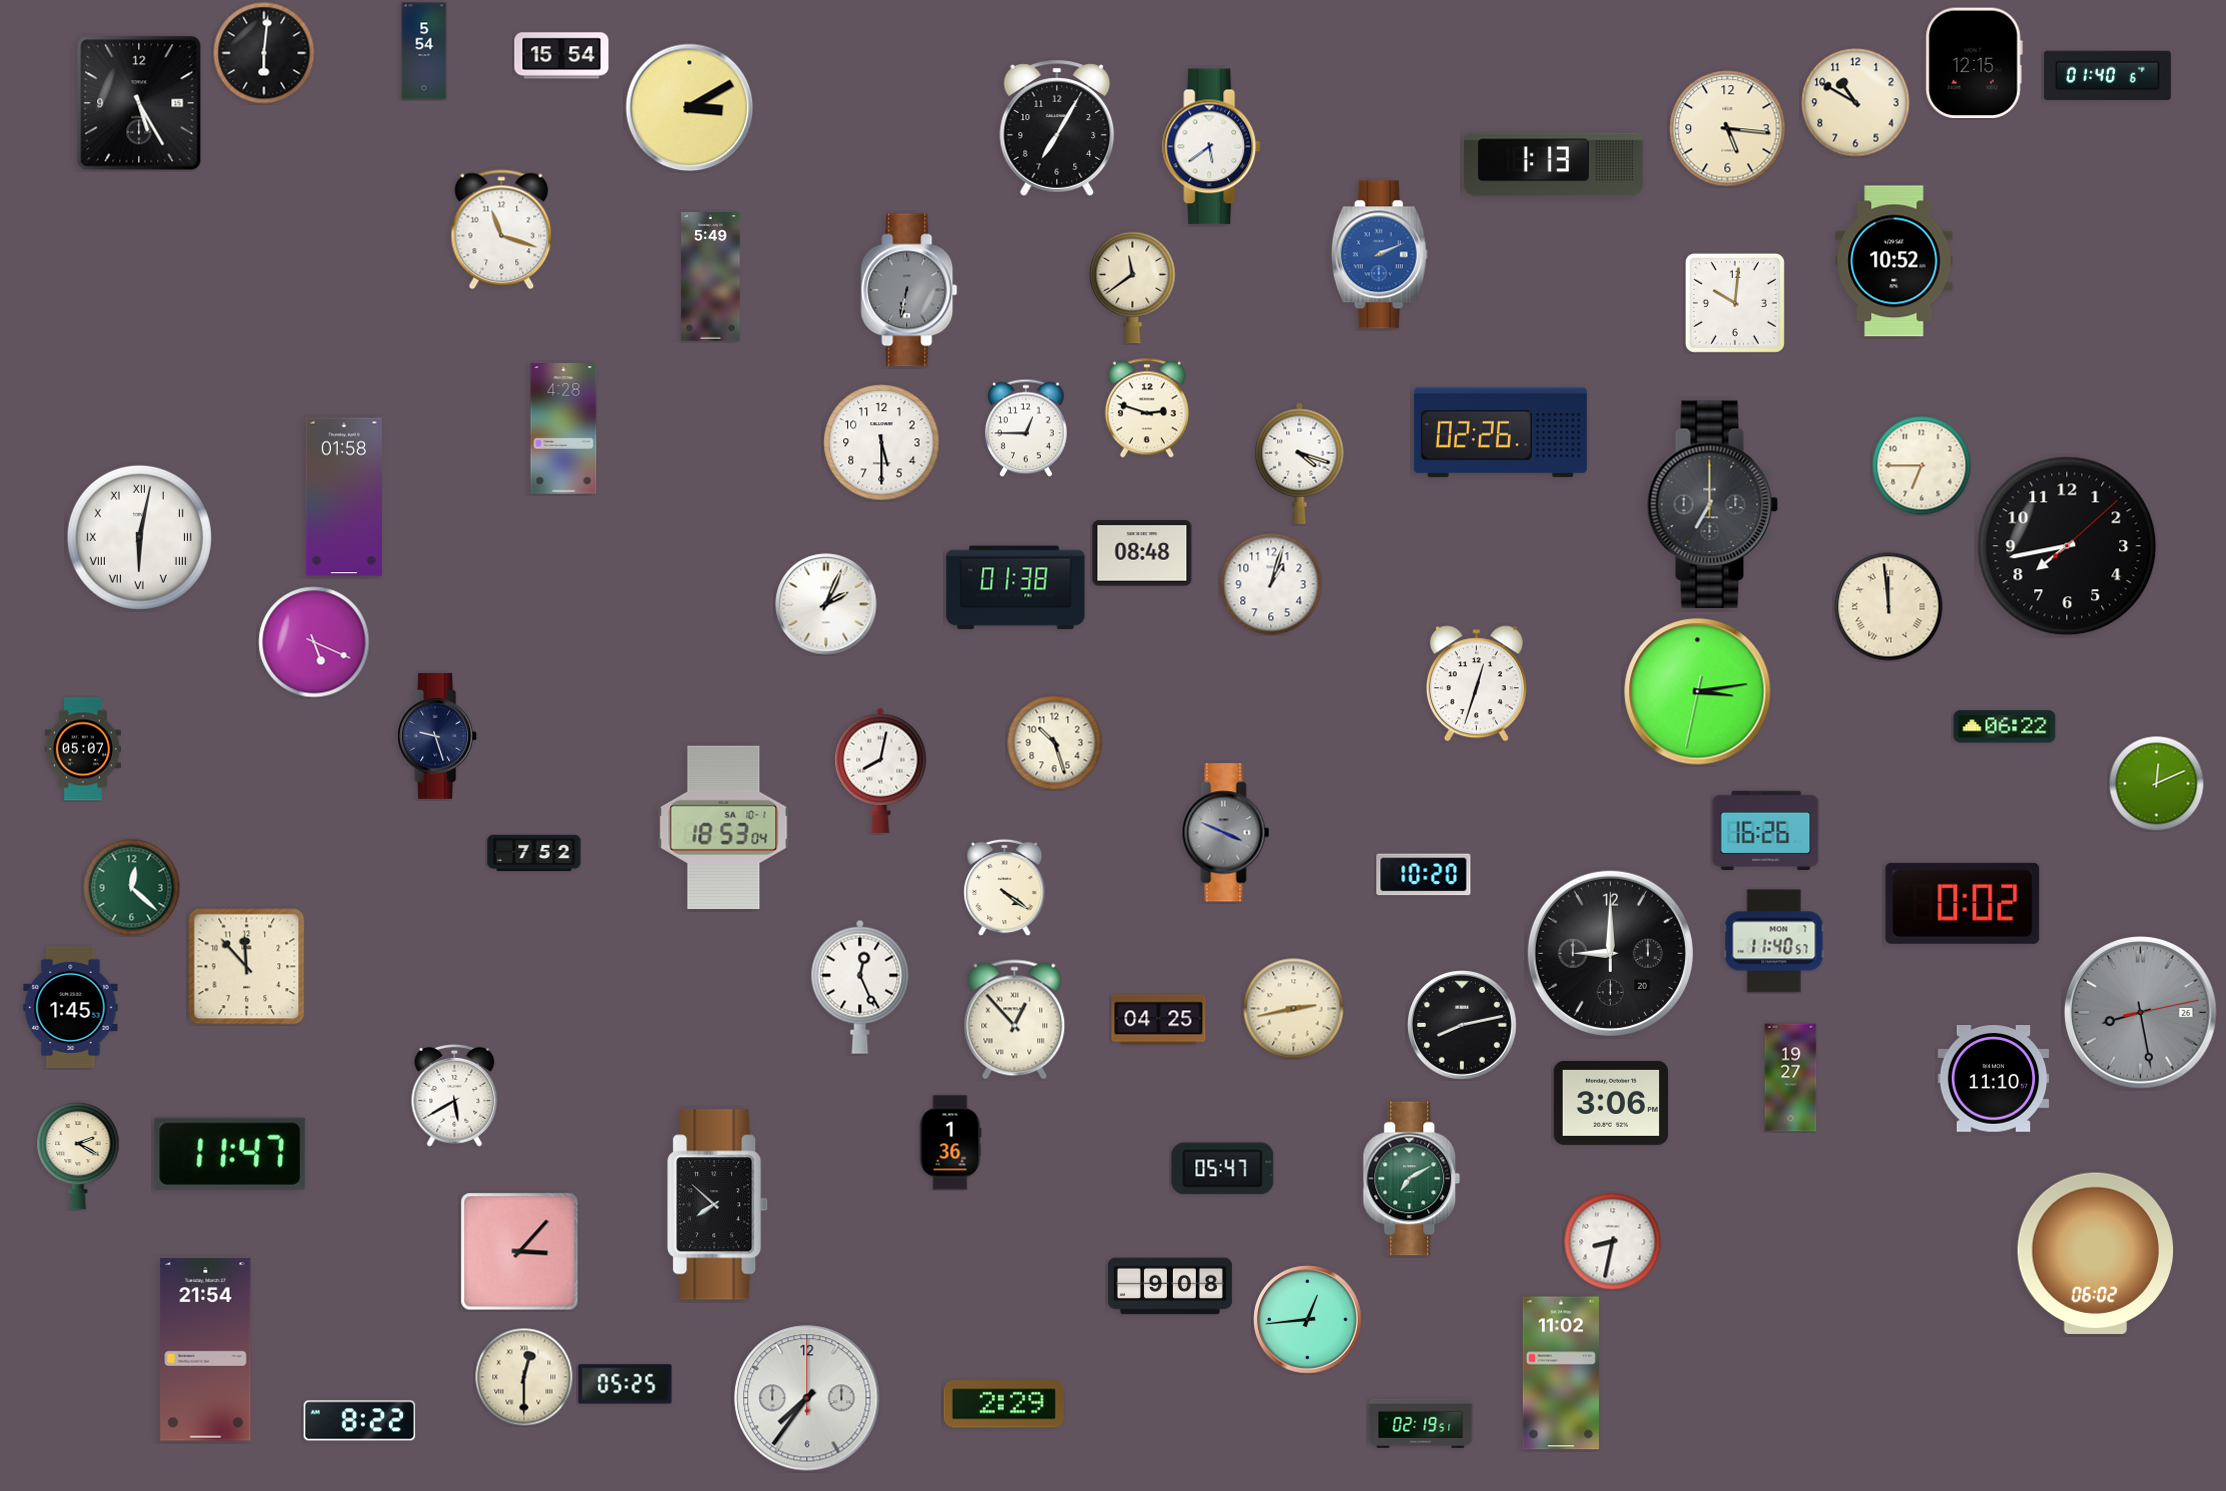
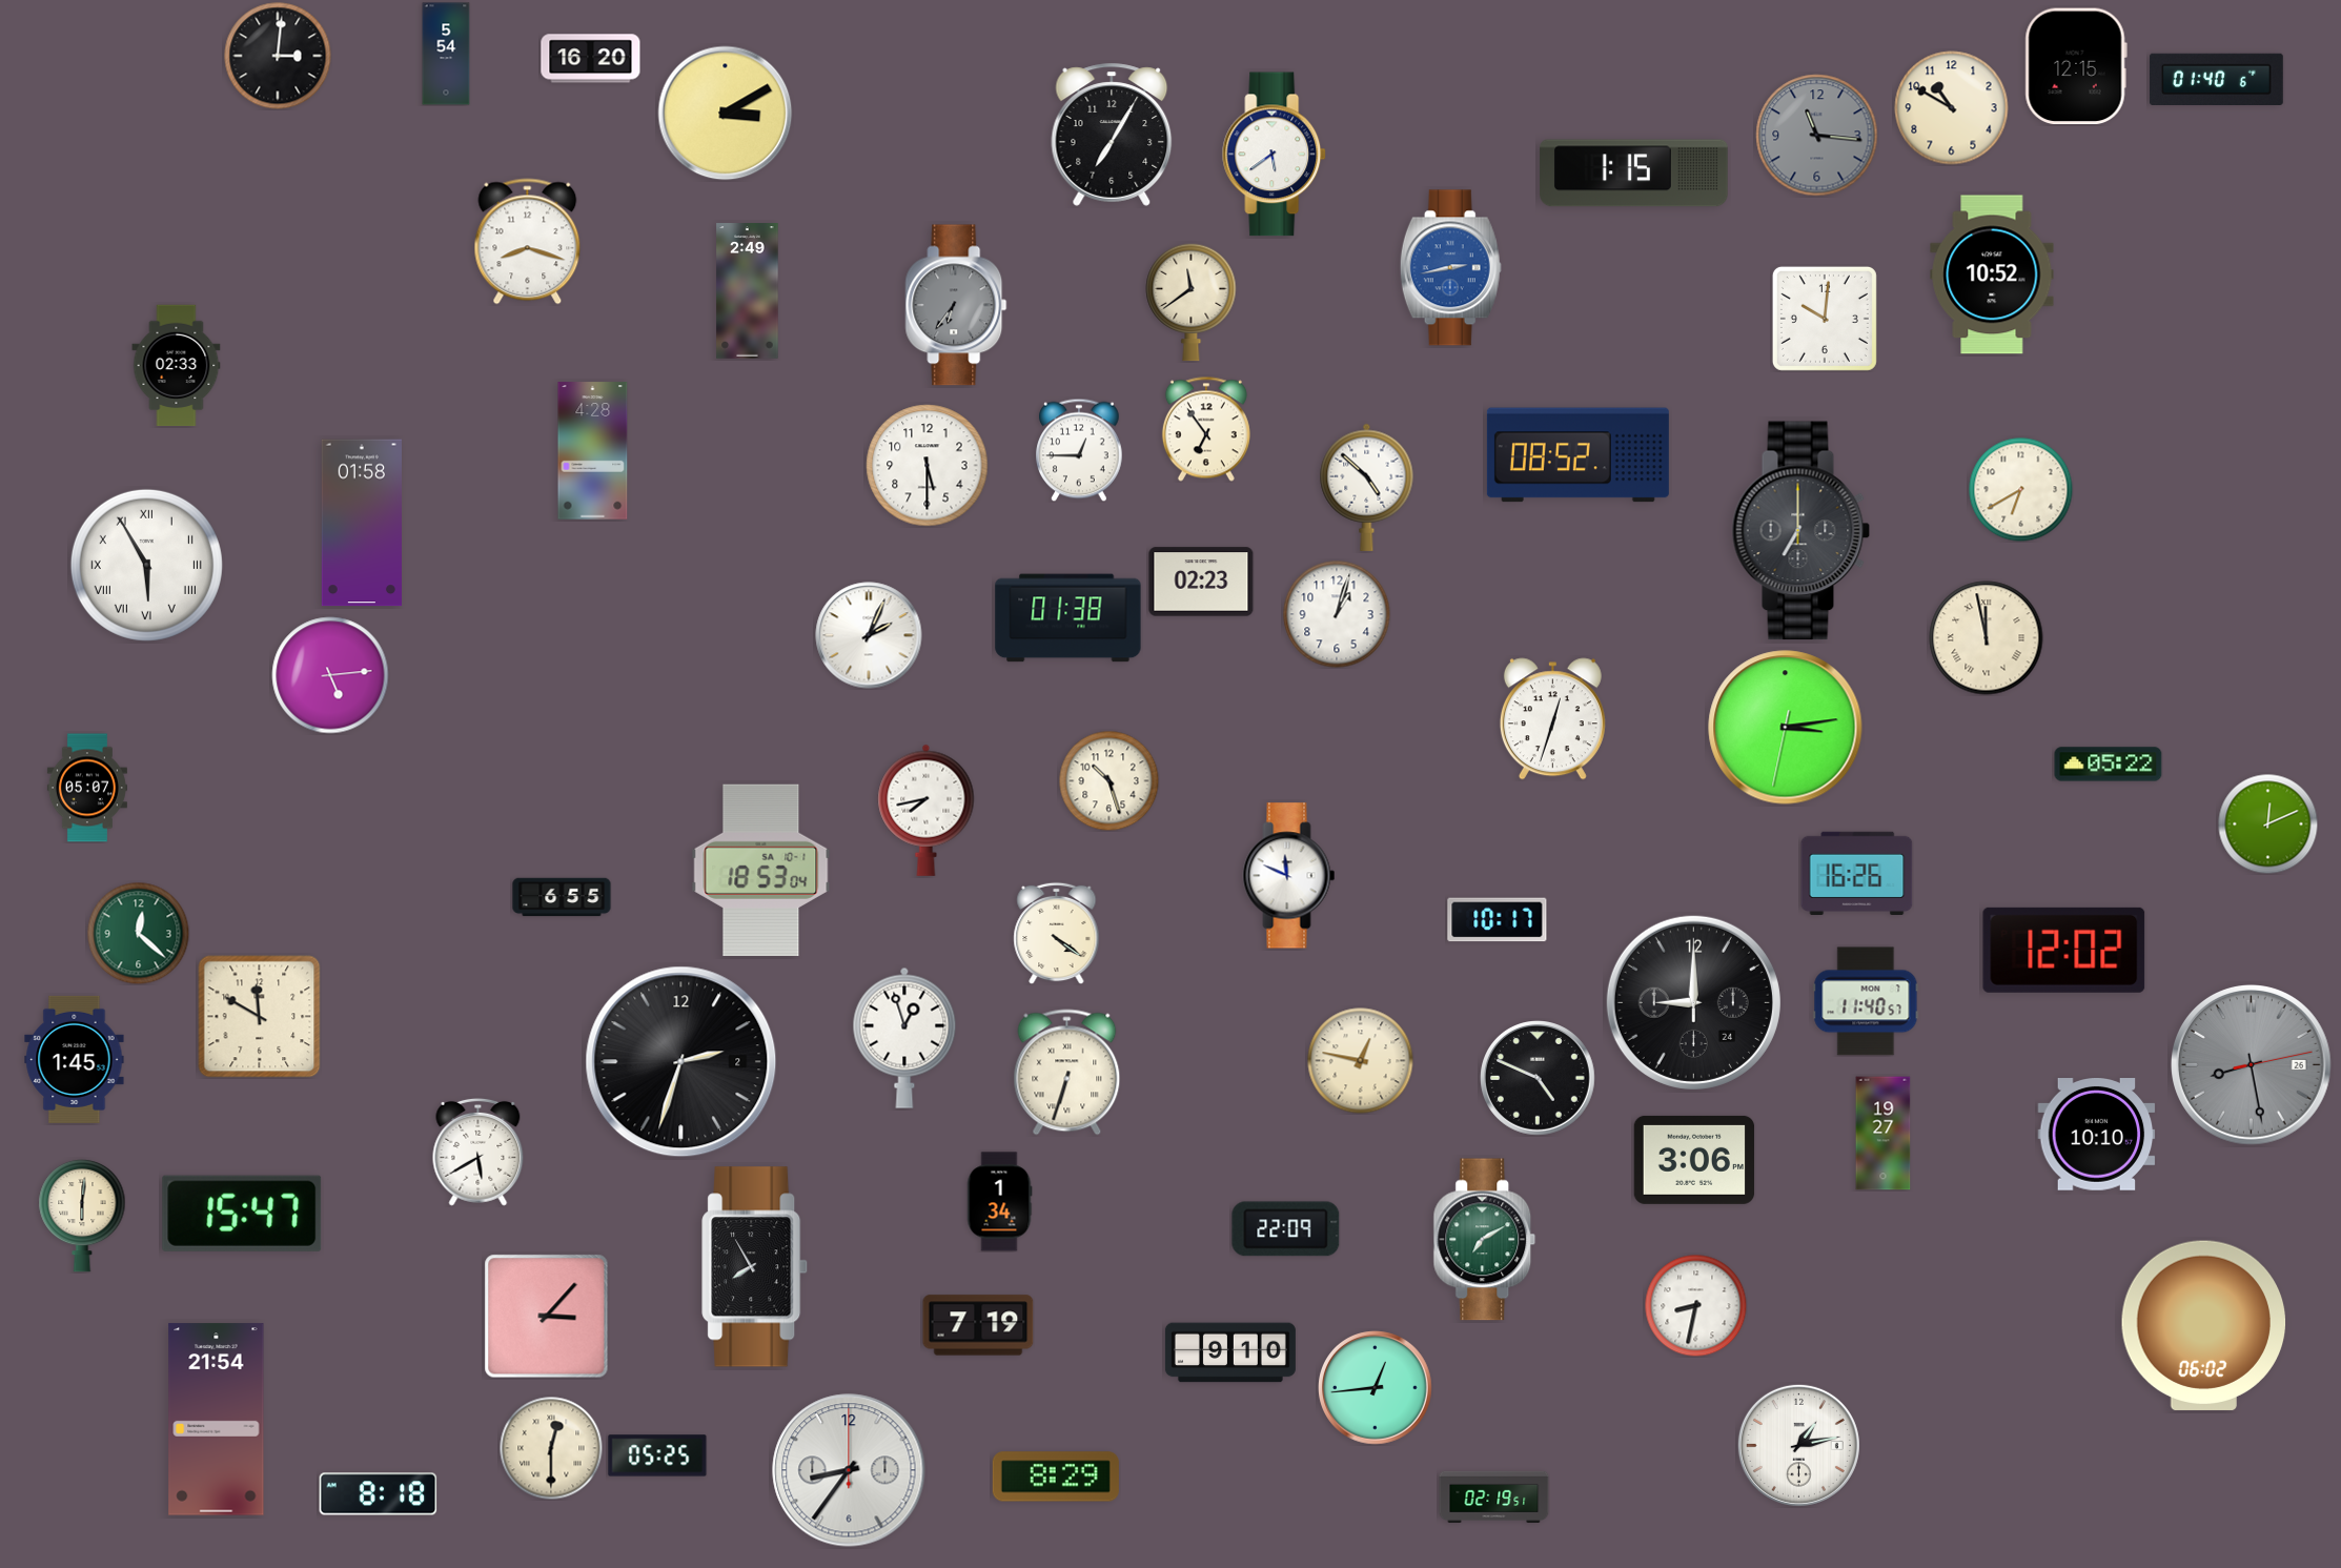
clock at (264, 53): 6:01 -> 3:01
clock at (562, 56): 15:54 -> 16:20
clock at (139, 103): 5:25 -> none
clock at (1728, 129): 5:16 -> 11:16
clock at (1728, 129) dial: cream -> grey
clock at (1554, 165): 1:13 -> 1:15
clock at (502, 230): 11:18 -> 8:18
clock at (1379, 255): 2:11 -> 2:43
clock at (711, 277): 5:49 -> 2:49
clock at (909, 290): 6:32 -> 6:36
clock at (177, 366): none -> 02:33
clock at (1147, 408): 2:48 -> 6:54
clock at (1500, 433): 02:26 -> 08:52
clock at (1300, 463): 4:18 -> 4:52
clock at (1922, 466): 6:45 -> 6:40
clock at (139, 537): 6:02 -> 5:55
clock at (2067, 546): 7:43 -> none
clock at (1142, 553): 08:48 -> 02:23
clock at (1889, 607): 11:59 -> 11:58
clock at (314, 642): 5:19 -> 5:14
clock at (2005, 727): 06:22 -> 05:22
clock at (438, 736): 9:27 -> none
clock at (881, 770): 8:02 -> 7:43
clock at (1226, 833): 3:49 -> 11:49
clock at (1226, 833) dial: grey -> white
clock at (534, 853): 7:52 -> 6:55
clock at (1424, 875): 10:20 -> 10:17
clock at (1963, 903): 0:02 -> 12:02
clock at (1774, 941) position: (1774, 941) -> (1866, 1001)
clock at (1610, 953) date: 20 -> 24
clock at (247, 967): 11:53 -> 11:50
clock at (860, 987): 12:26 -> 12:57
clock at (1294, 1009): 2:43 -> 12:47
clock at (681, 1062): none -> 2:33
clock at (1015, 1020): 12:53 -> 6:33
clock at (1159, 1020): 04:25 -> none
clock at (1463, 1026): 8:13 -> 4:49
clock at (1994, 1079): 11:10 -> 10:10
clock at (950, 1143): 1:36 -> 1:34
clock at (230, 1154): 11:47 -> 15:47
clock at (78, 1156): 2:20 -> 6:01
clock at (1223, 1169): 05:47 -> 22:09
clock at (718, 1205): 7:52 -> 7:55
clock at (2096, 1253) position: (2096, 1253) -> (2204, 1325)
clock at (978, 1325): none -> 7:19
clock at (1170, 1286): 9:08 -> 9:10
clock at (1561, 1373): 11:02 -> none
clock at (1798, 1445): none -> 1:13
clock at (807, 1398): 7:36 -> 8:36
clock at (1004, 1404): 2:29 -> 8:29
clock at (360, 1421): 8:22 -> 8:18
